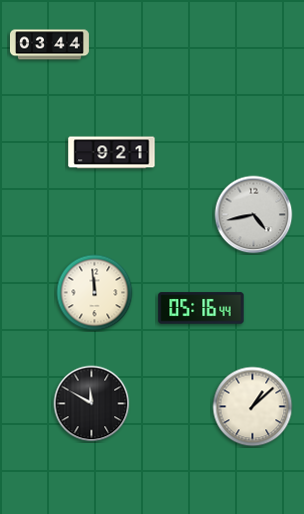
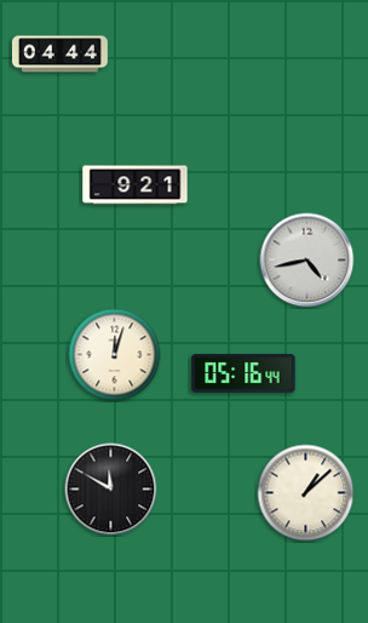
clock at (49, 45): 03:44 -> 04:44
clock at (95, 293): 11:59 -> 12:03
